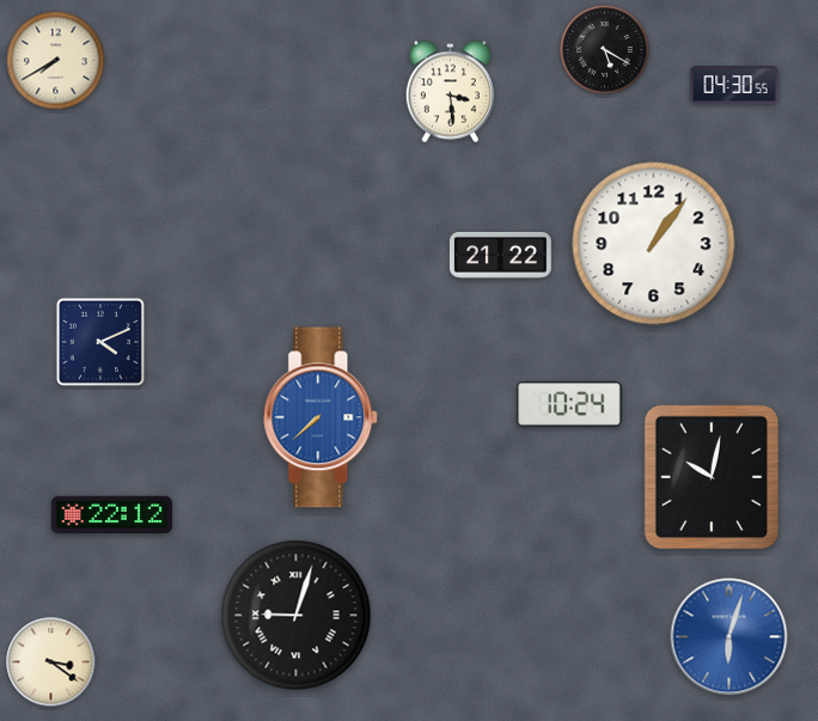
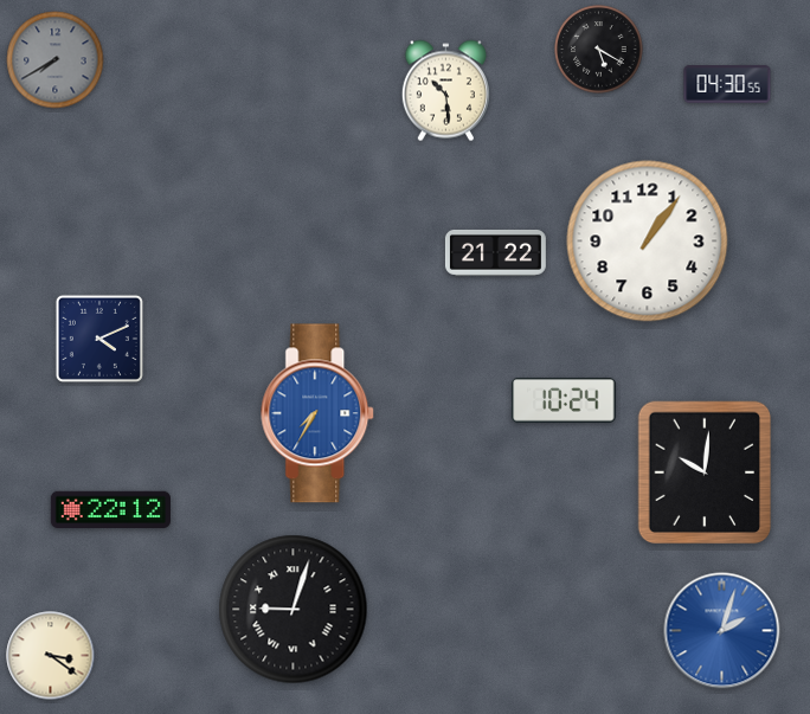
clock at (56, 61) dial: cream -> grey
clock at (450, 92): 3:29 -> 10:29
clock at (322, 417): 7:38 -> 7:35
clock at (712, 477): 10:02 -> 10:01
clock at (730, 637): 6:03 -> 2:03
